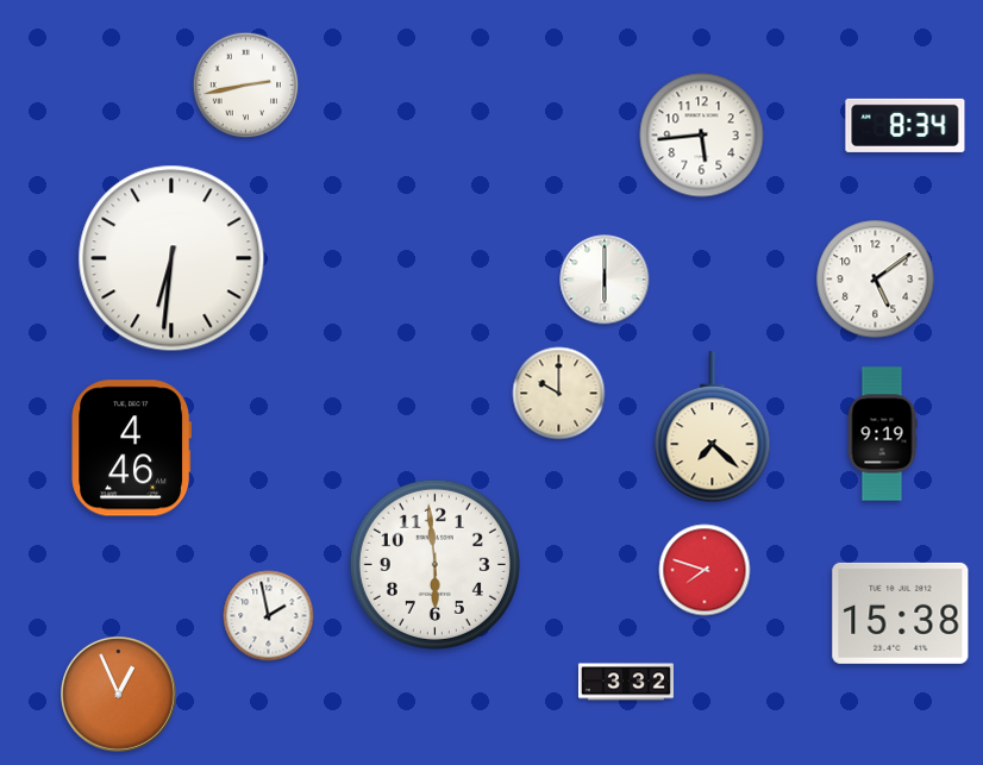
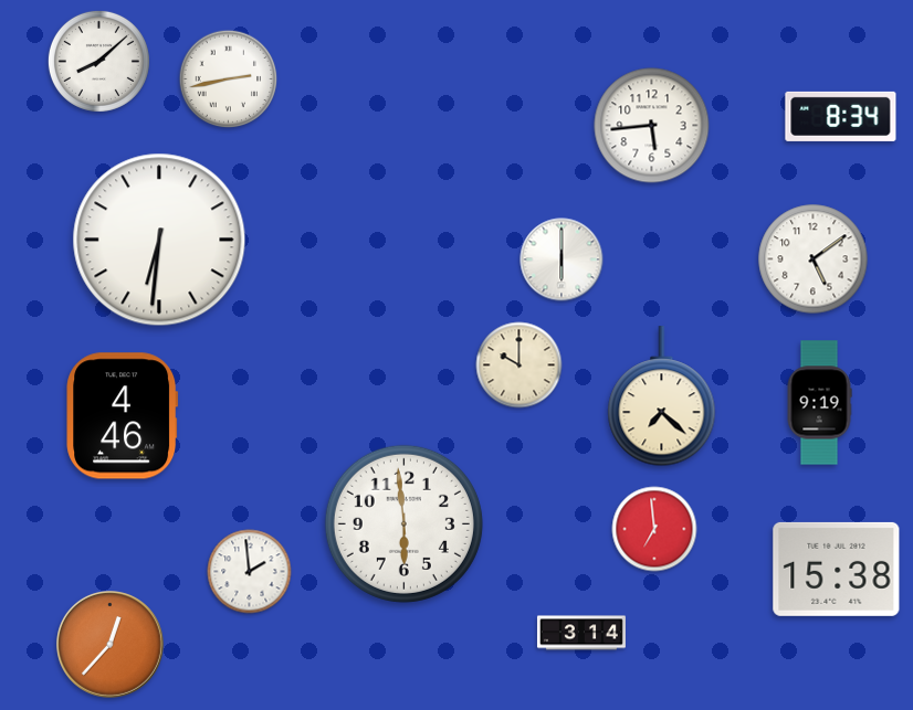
clock at (98, 61): none -> 8:08
clock at (705, 570): 7:48 -> 6:59
clock at (269, 616): 1:58 -> 1:59
clock at (626, 682): 3:32 -> 3:14
clock at (119, 695): 12:56 -> 12:37
